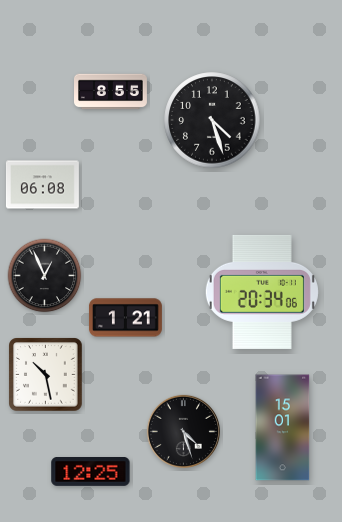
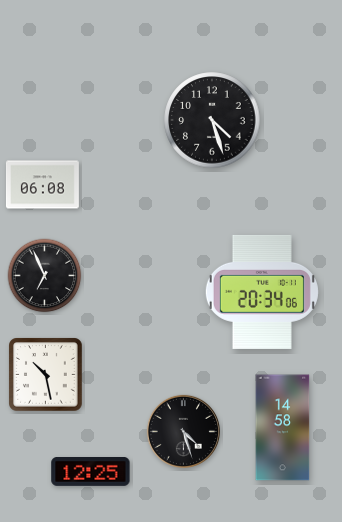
clock at (111, 92): 8:55 -> none
clock at (45, 276): 12:56 -> 6:56
clock at (125, 318): 1:21 -> none
clock at (283, 428): 15:01 -> 14:58
